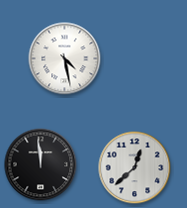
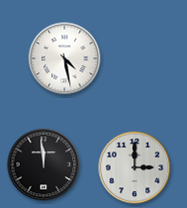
clock at (41, 165) position: (41, 165) -> (44, 165)
clock at (135, 168): 12:38 -> 3:00
